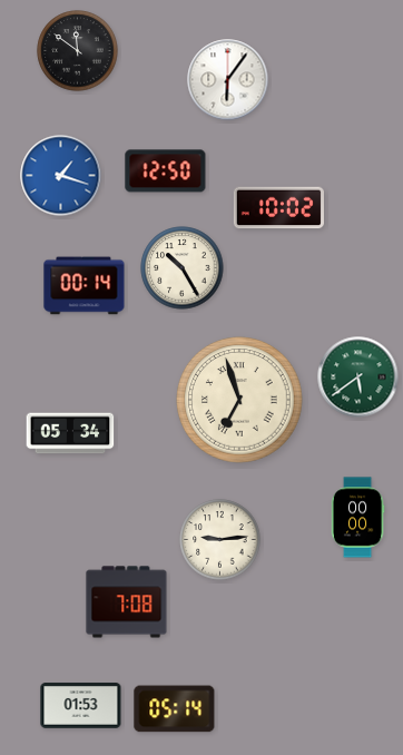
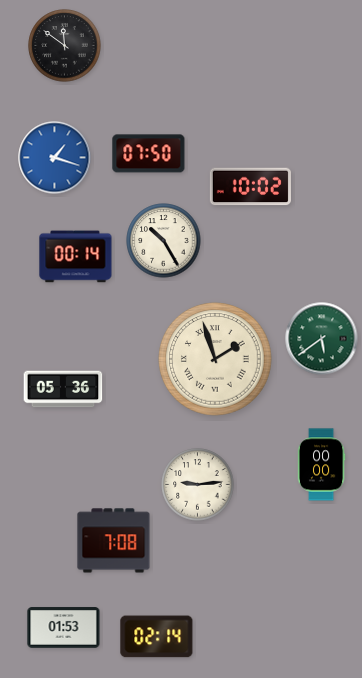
clock at (78, 51) position: (78, 51) -> (65, 46)
clock at (228, 80): 6:06 -> none
clock at (166, 171): 12:50 -> 07:50
clock at (239, 400): 6:57 -> 1:57
clock at (70, 433): 05:34 -> 05:36
clock at (81, 706) position: (81, 706) -> (64, 628)
clock at (175, 709): 05:14 -> 02:14
